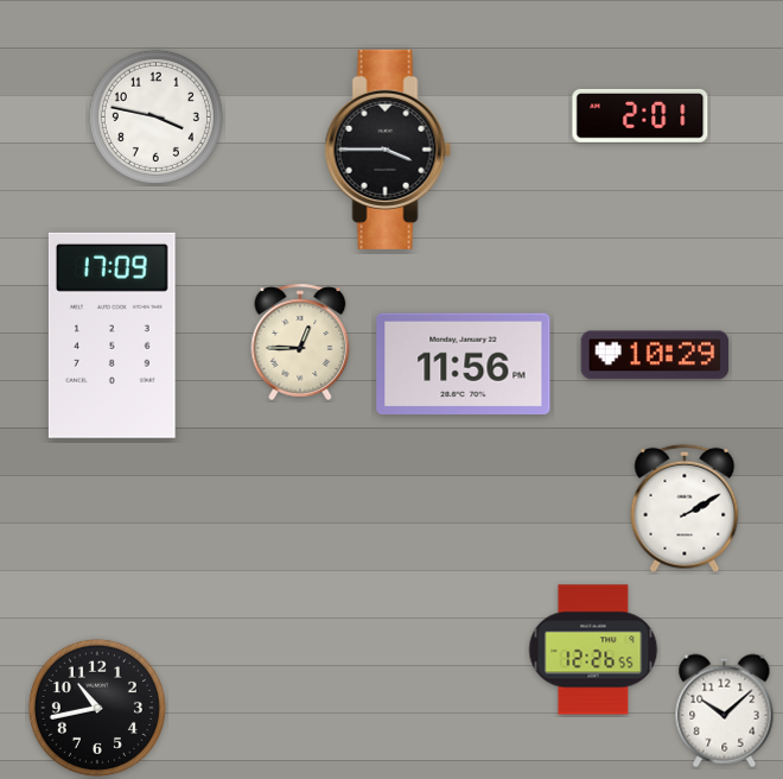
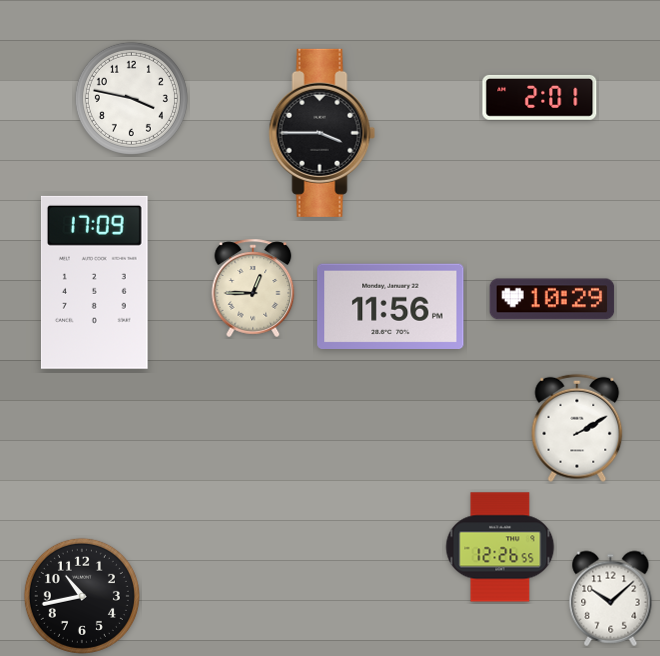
clock at (388, 150) position: (388, 150) -> (322, 133)
